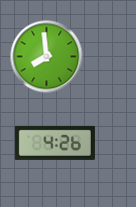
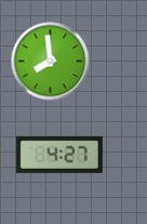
clock at (55, 143): 4:26 -> 4:27
